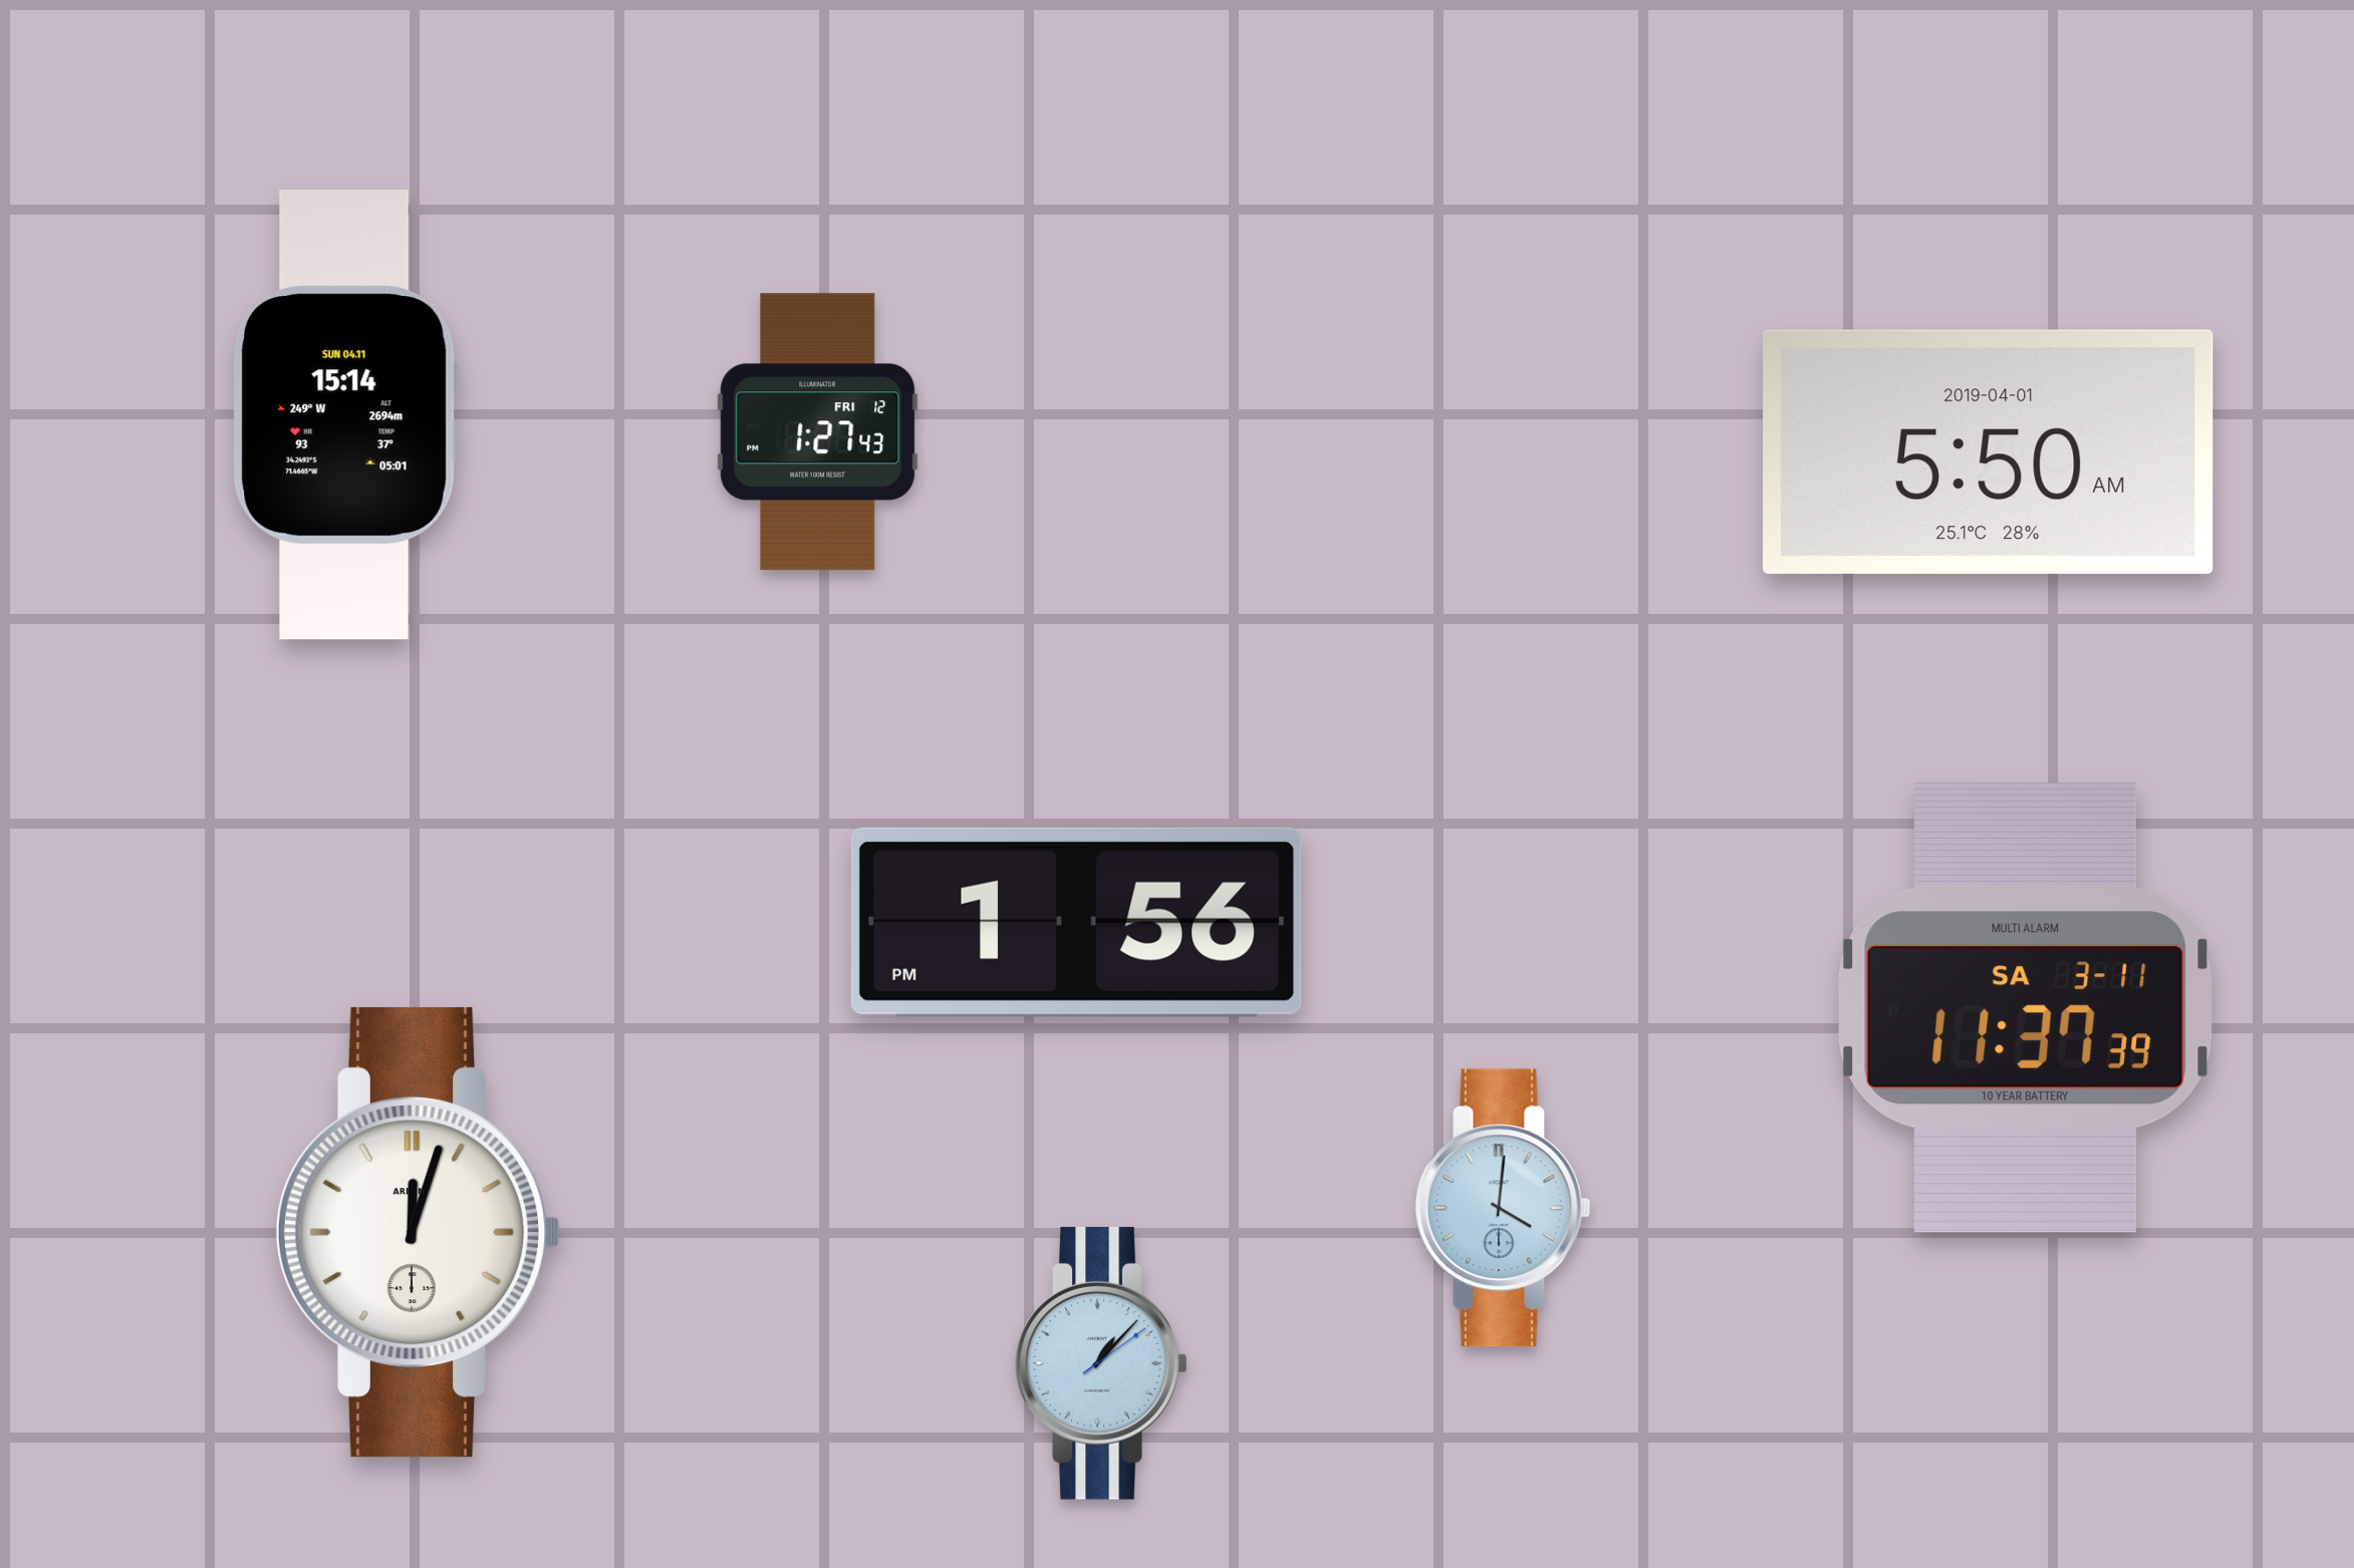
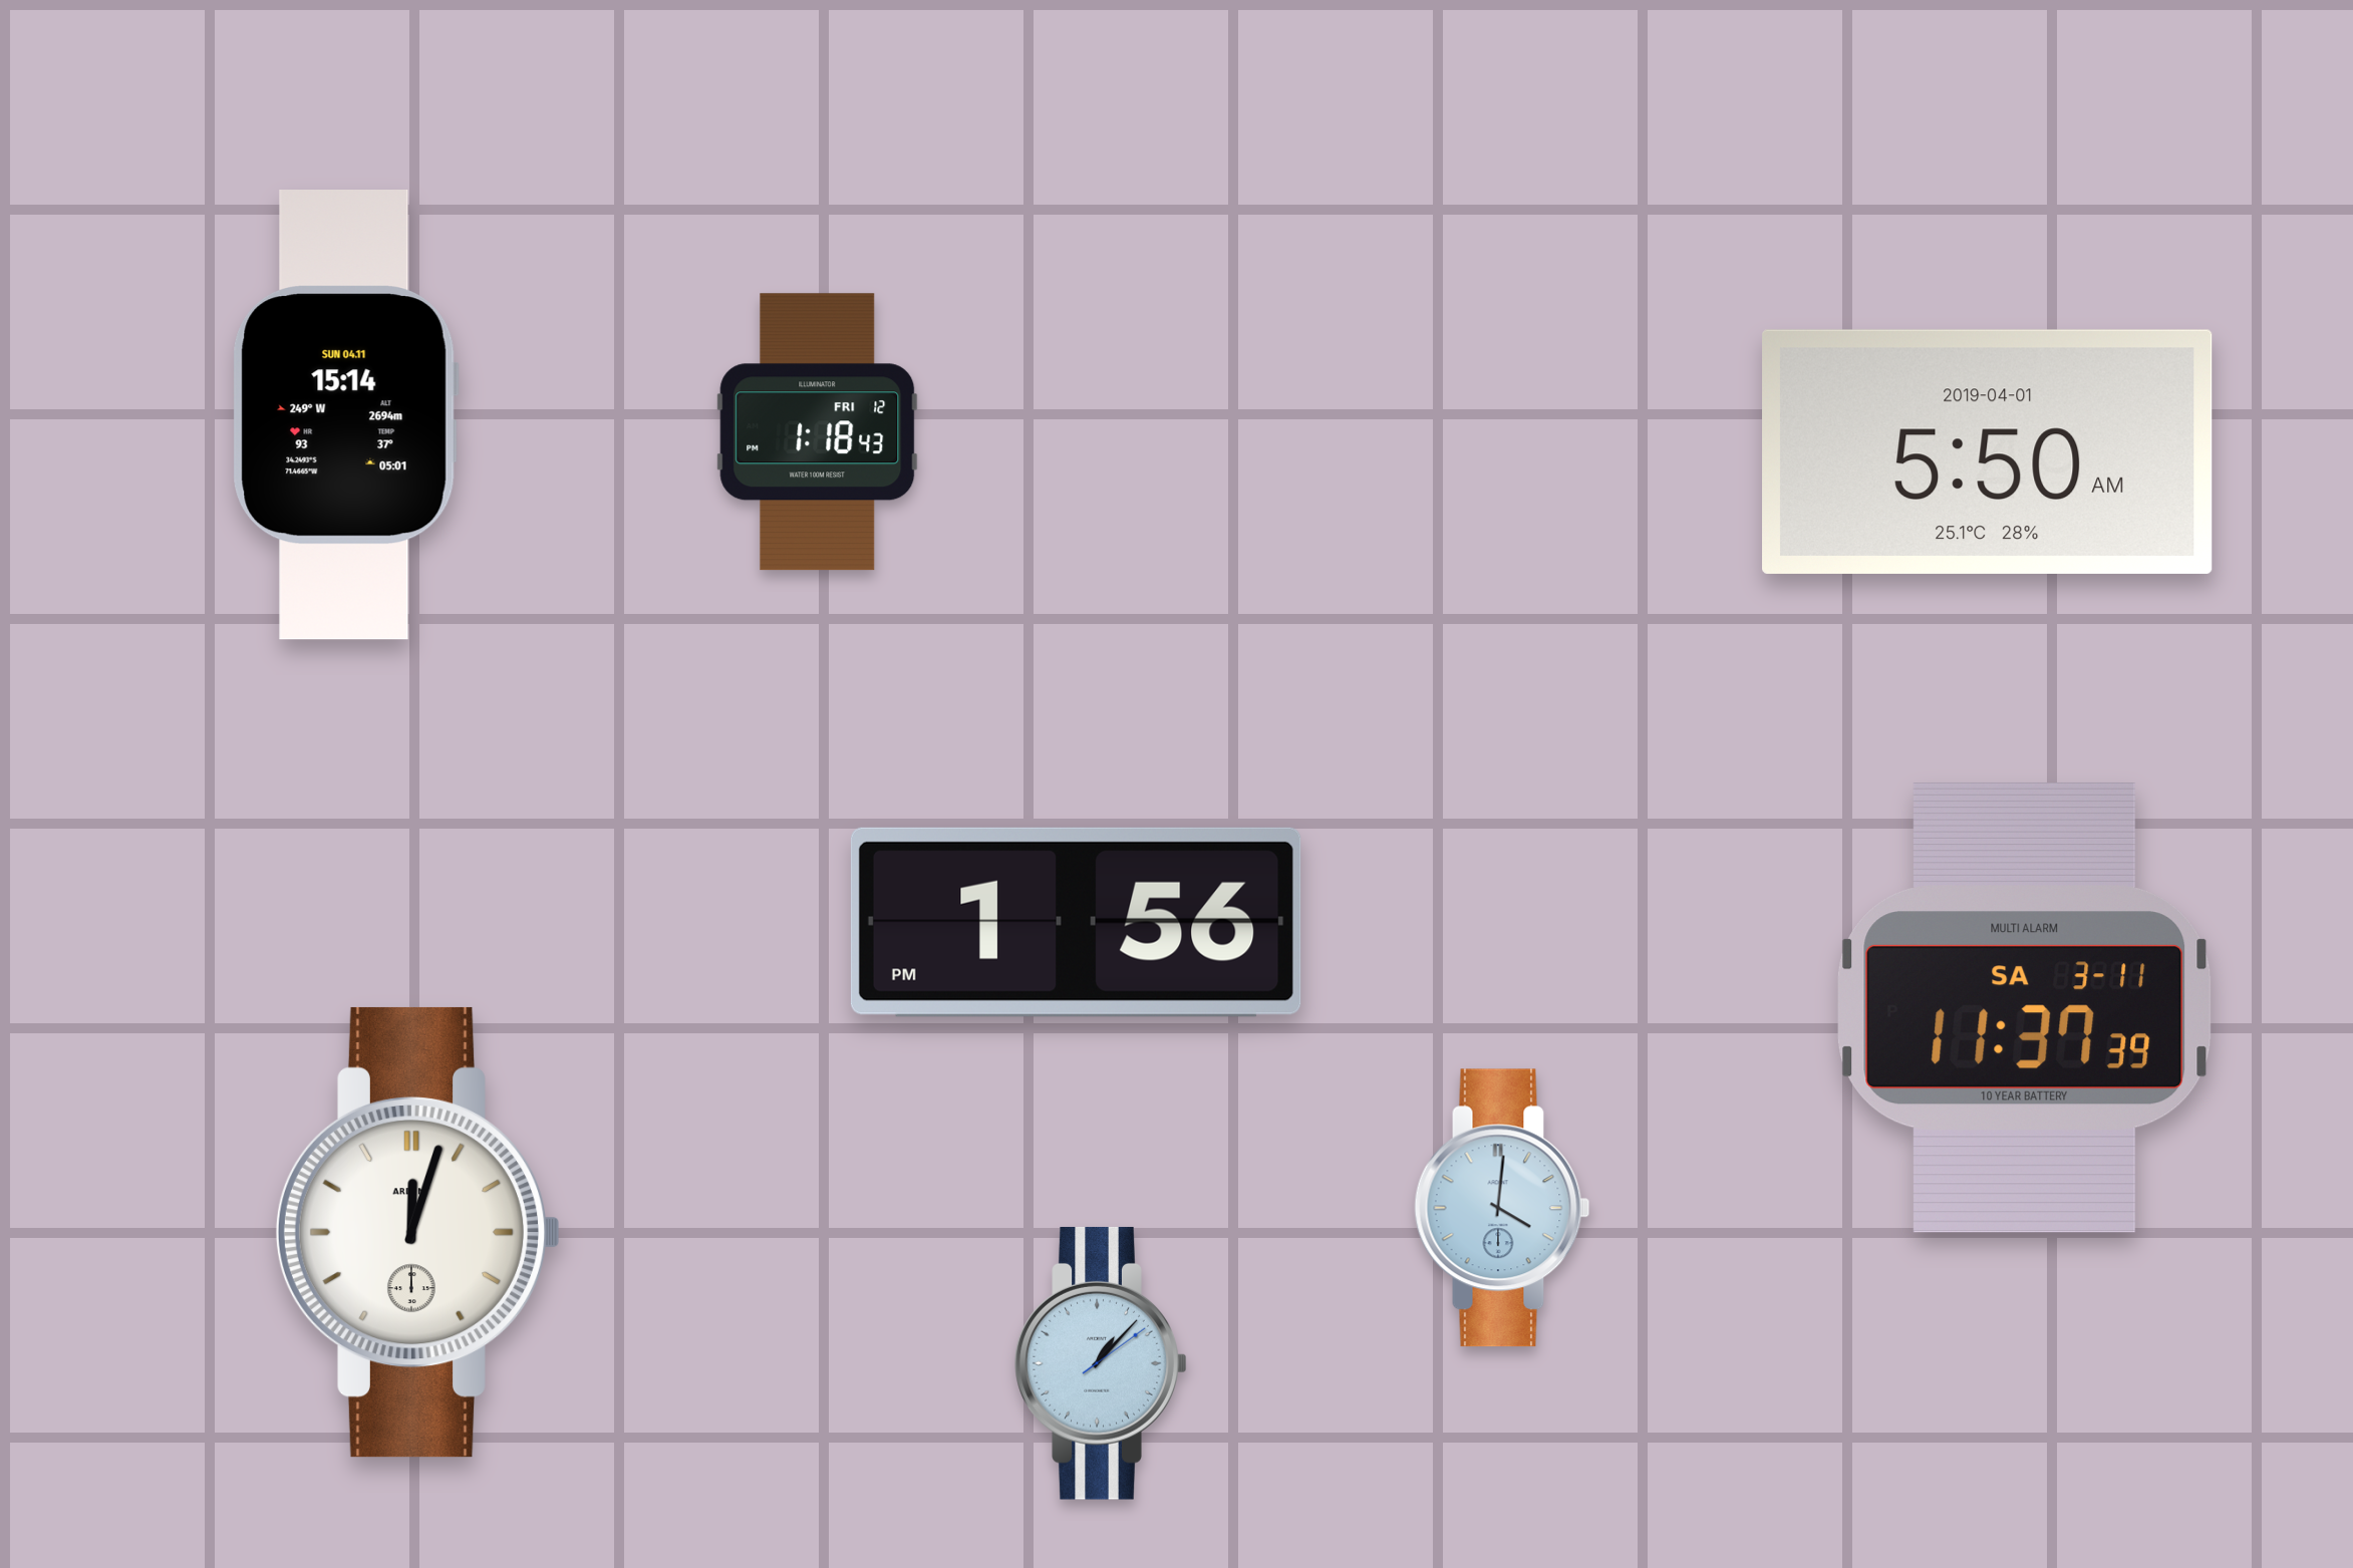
clock at (818, 432): 1:27 -> 1:18
